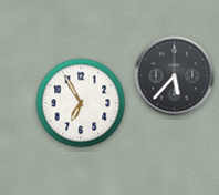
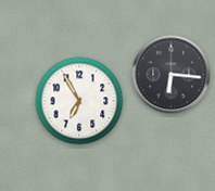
clock at (175, 76): 5:37 -> 6:16
